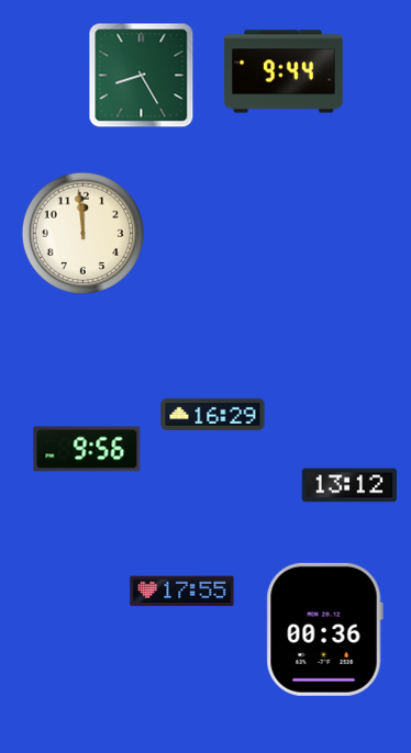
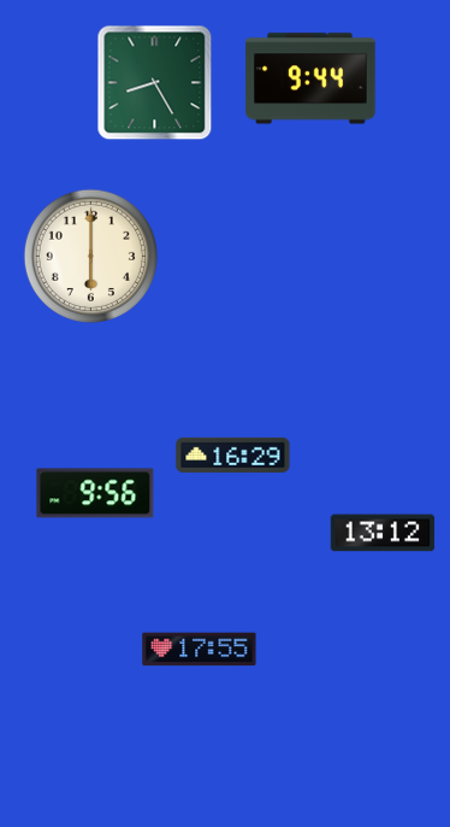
clock at (82, 233): 11:59 -> 6:00
clock at (324, 629): 00:36 -> none
